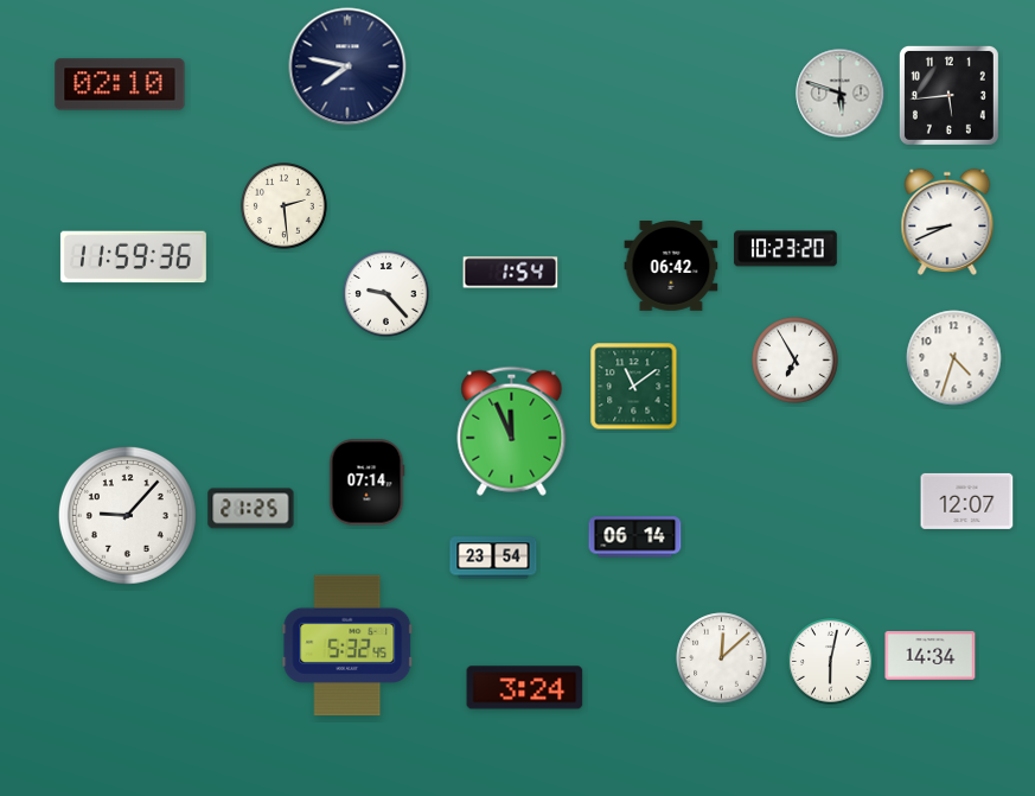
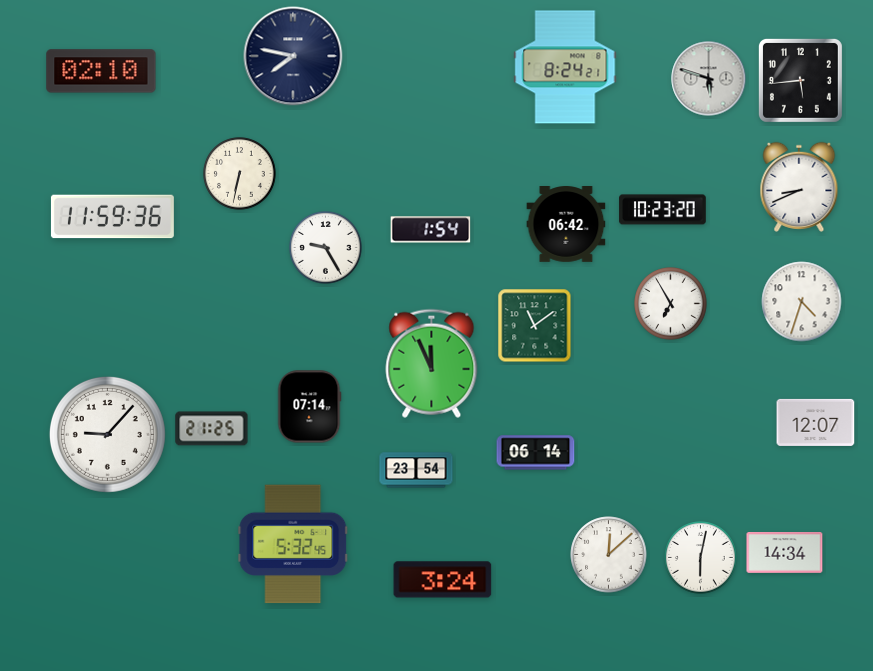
clock at (565, 67): none -> 8:24
clock at (285, 206): 2:29 -> 6:32
clock at (386, 294): 9:23 -> 9:25
clock at (954, 358) position: (954, 358) -> (802, 302)
